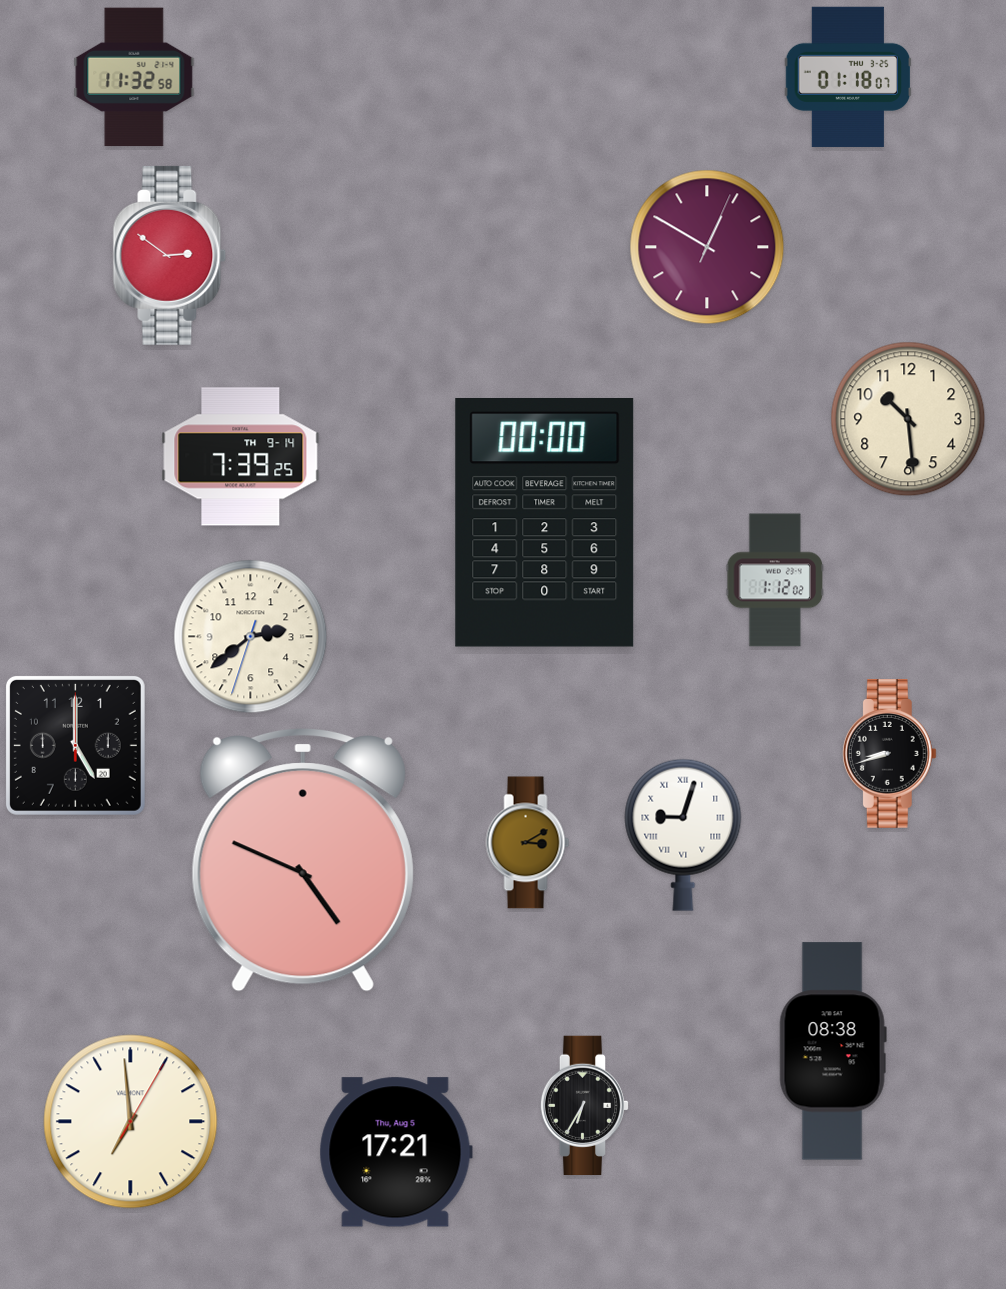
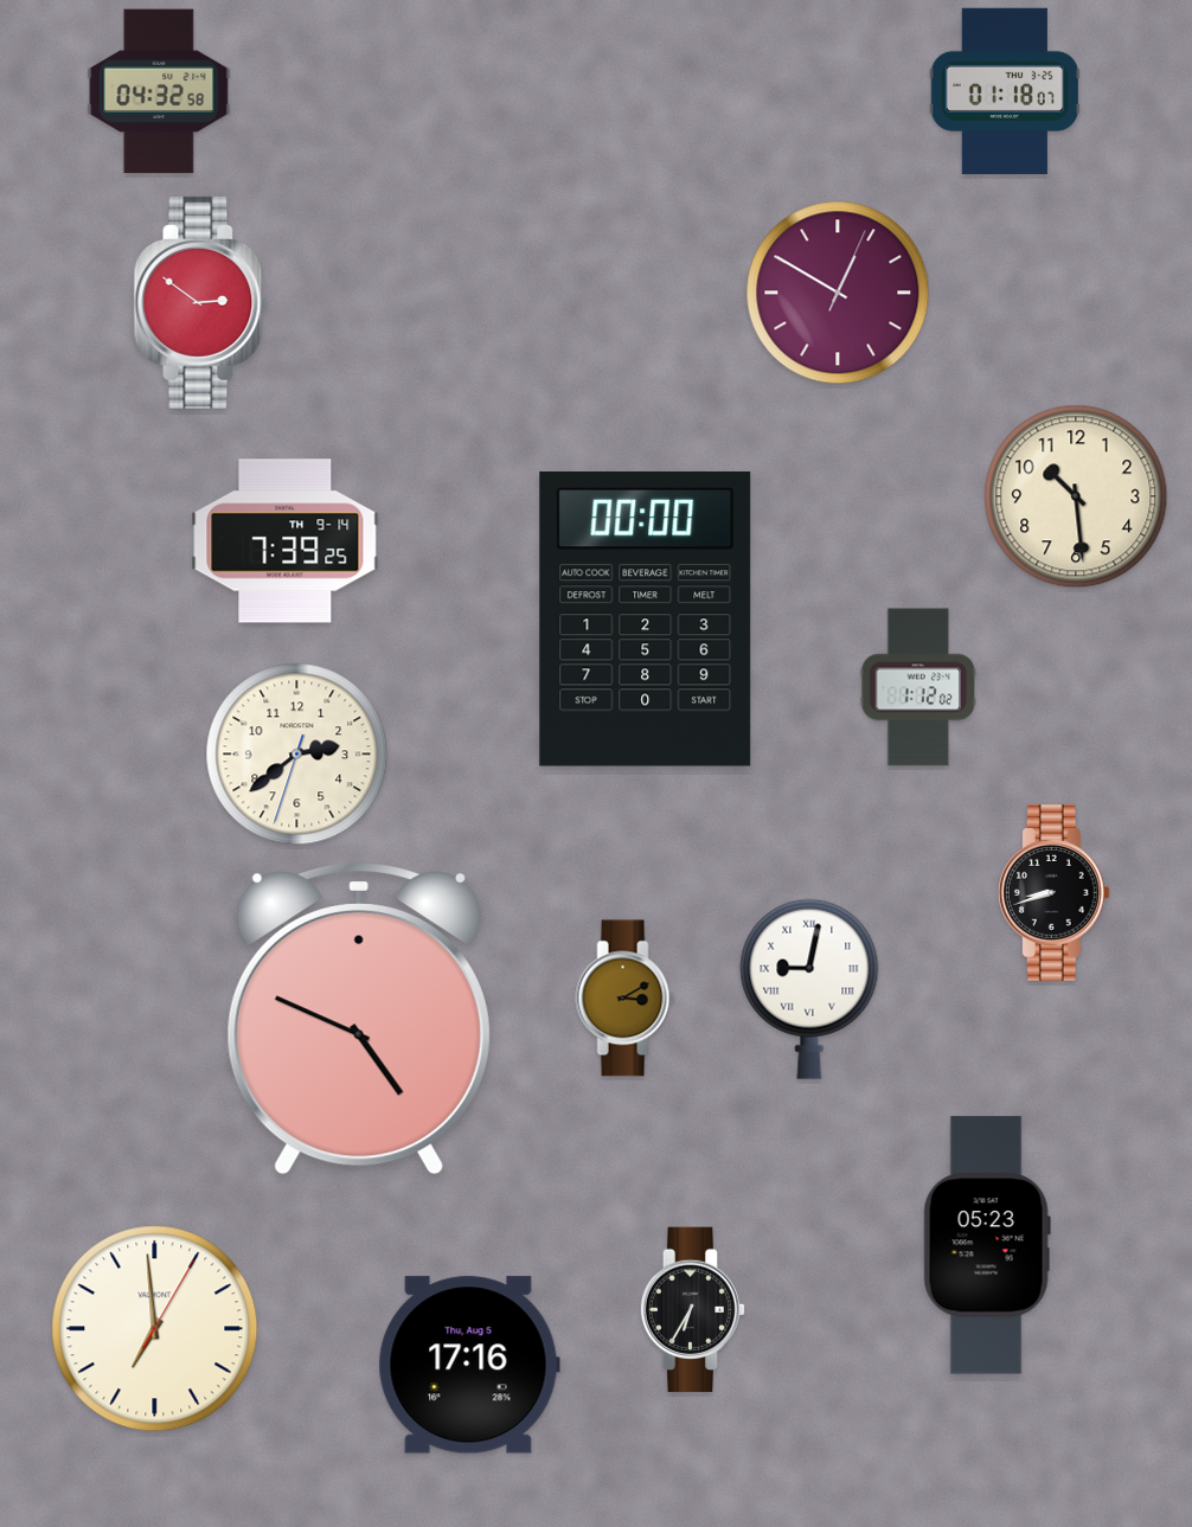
clock at (134, 77): 11:32 -> 04:32
clock at (75, 745): 5:00 -> none
clock at (683, 835): 9:03 -> 9:02
clock at (833, 1051): 08:38 -> 05:23
clock at (396, 1152): 17:21 -> 17:16
